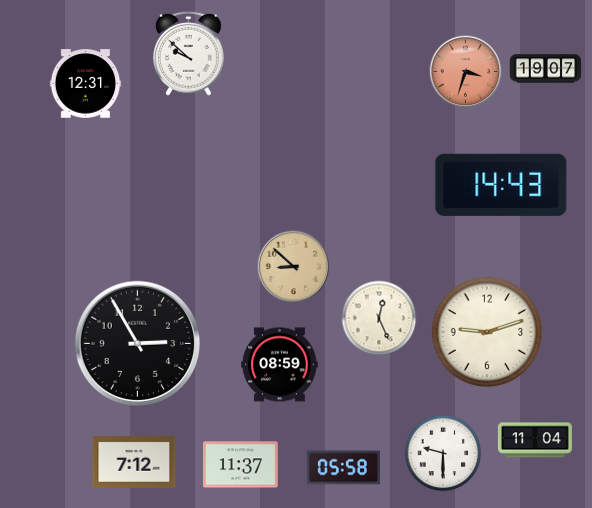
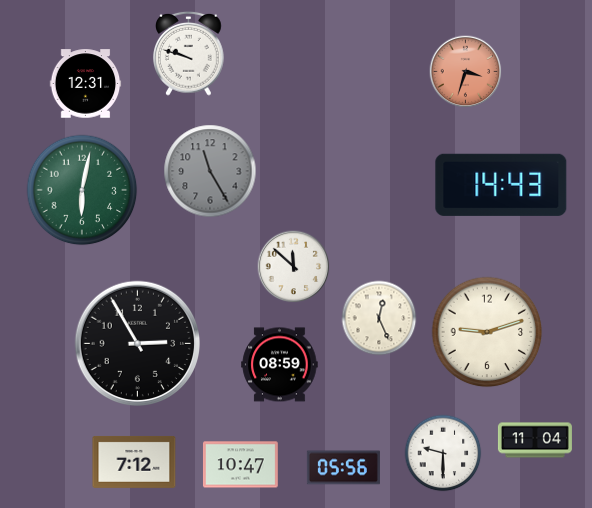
clock at (189, 53): 9:52 -> 9:48
clock at (546, 69): 19:07 -> none
clock at (210, 171): none -> 11:25
clock at (82, 190): none -> 6:02
clock at (294, 267): 8:52 -> 11:52
clock at (294, 267) dial: champagne -> white
clock at (240, 465): 11:37 -> 10:47
clock at (343, 468): 05:58 -> 05:56
